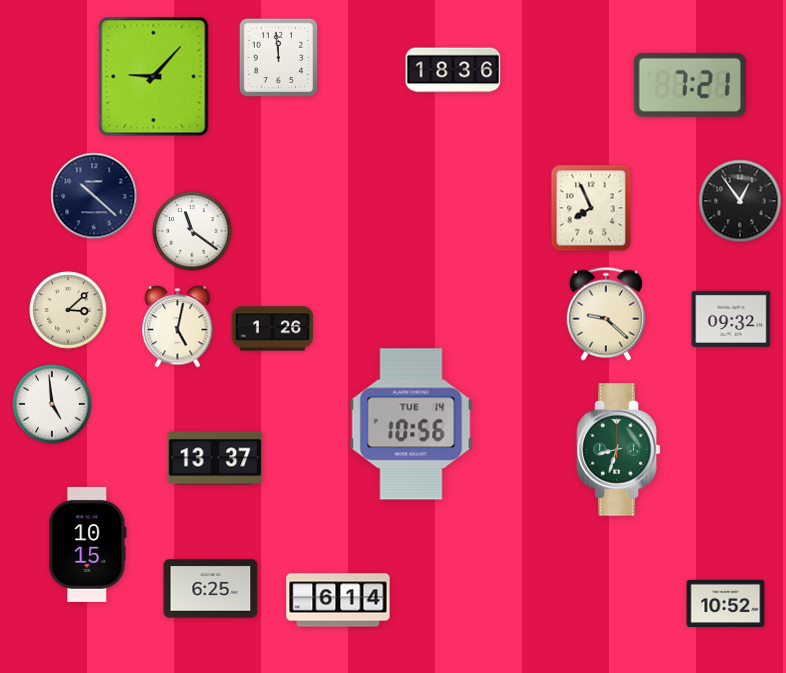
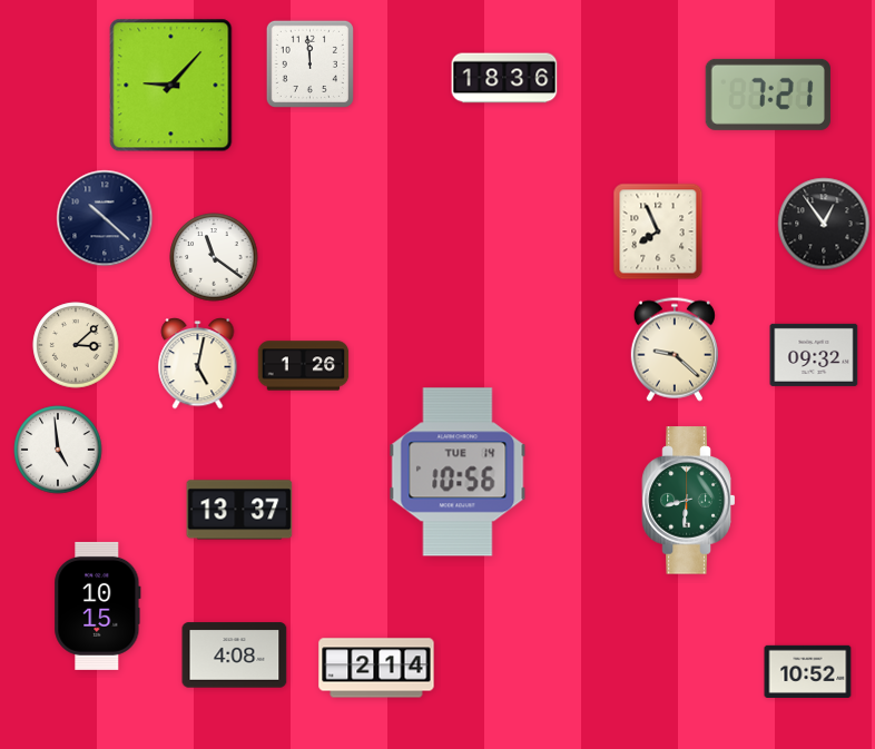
clock at (619, 450): 8:33 -> 8:31
clock at (211, 589): 6:25 -> 4:08
clock at (338, 600): 6:14 -> 2:14
